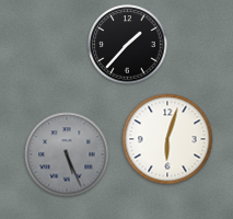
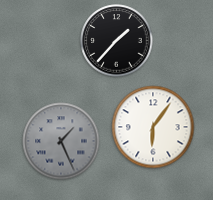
clock at (167, 139): 6:03 -> 6:06
clock at (67, 154): 5:26 -> 1:26
